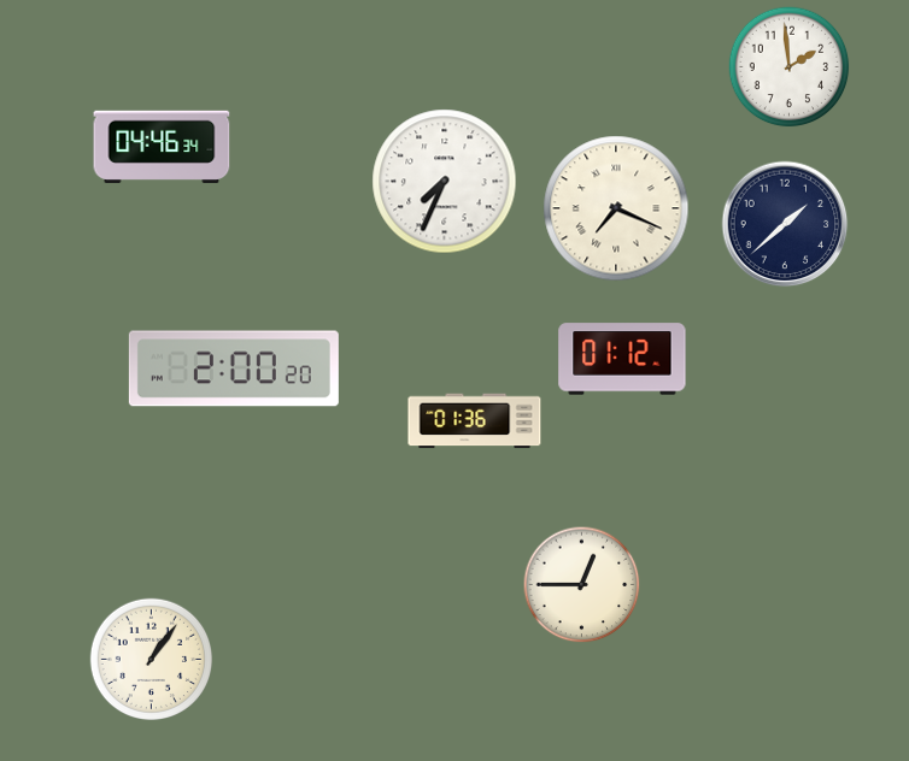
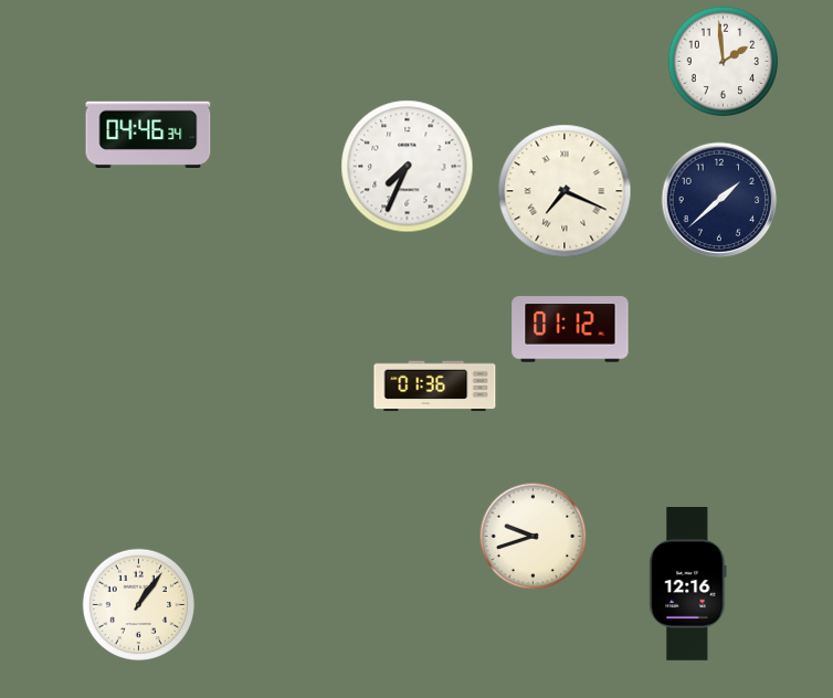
clock at (785, 224) position: (785, 224) -> (719, 200)
clock at (234, 368): 2:00 -> none
clock at (582, 585): 12:45 -> 9:42
clock at (688, 584): none -> 12:16
